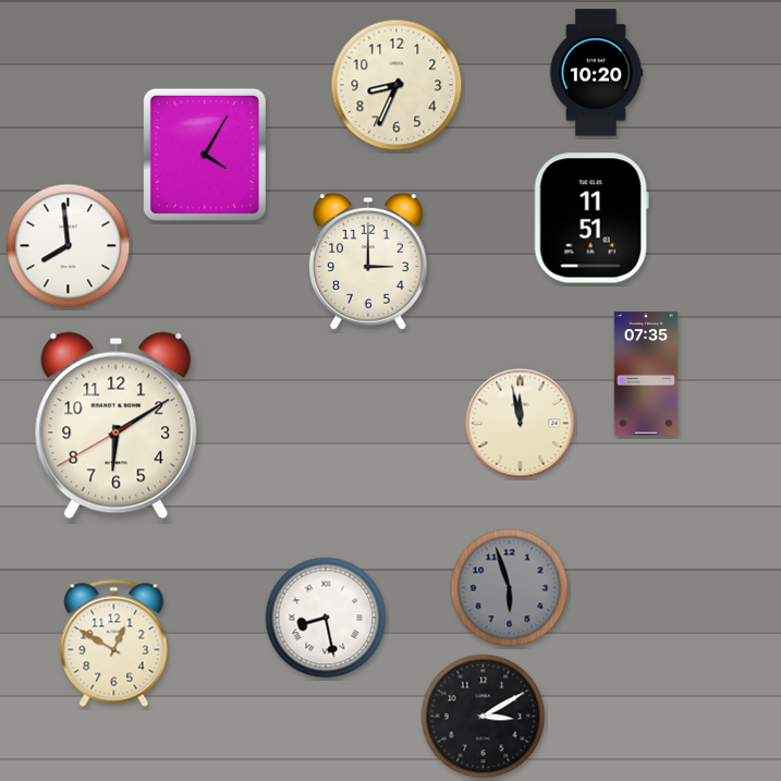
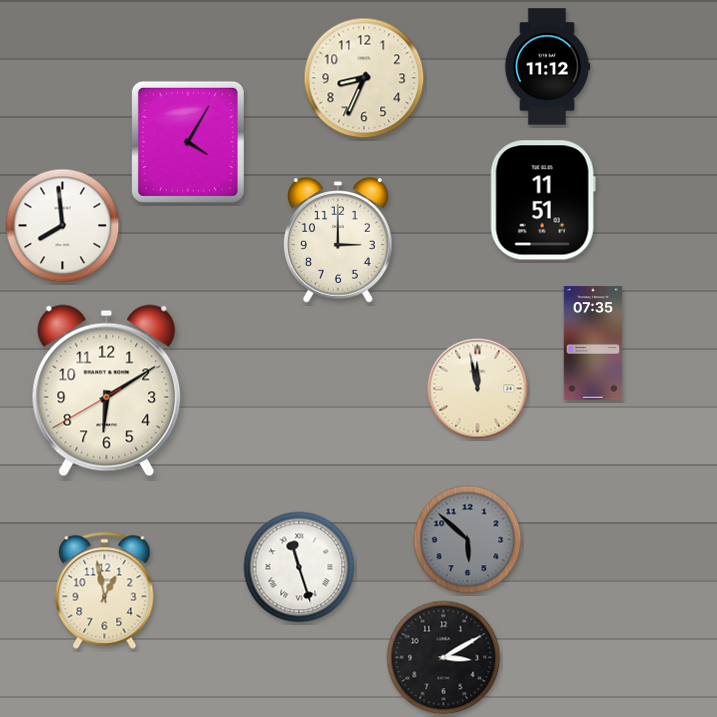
clock at (596, 73): 10:20 -> 11:12
clock at (510, 588): 5:57 -> 5:52
clock at (326, 618): 8:28 -> 11:27
clock at (114, 643): 12:50 -> 12:58
